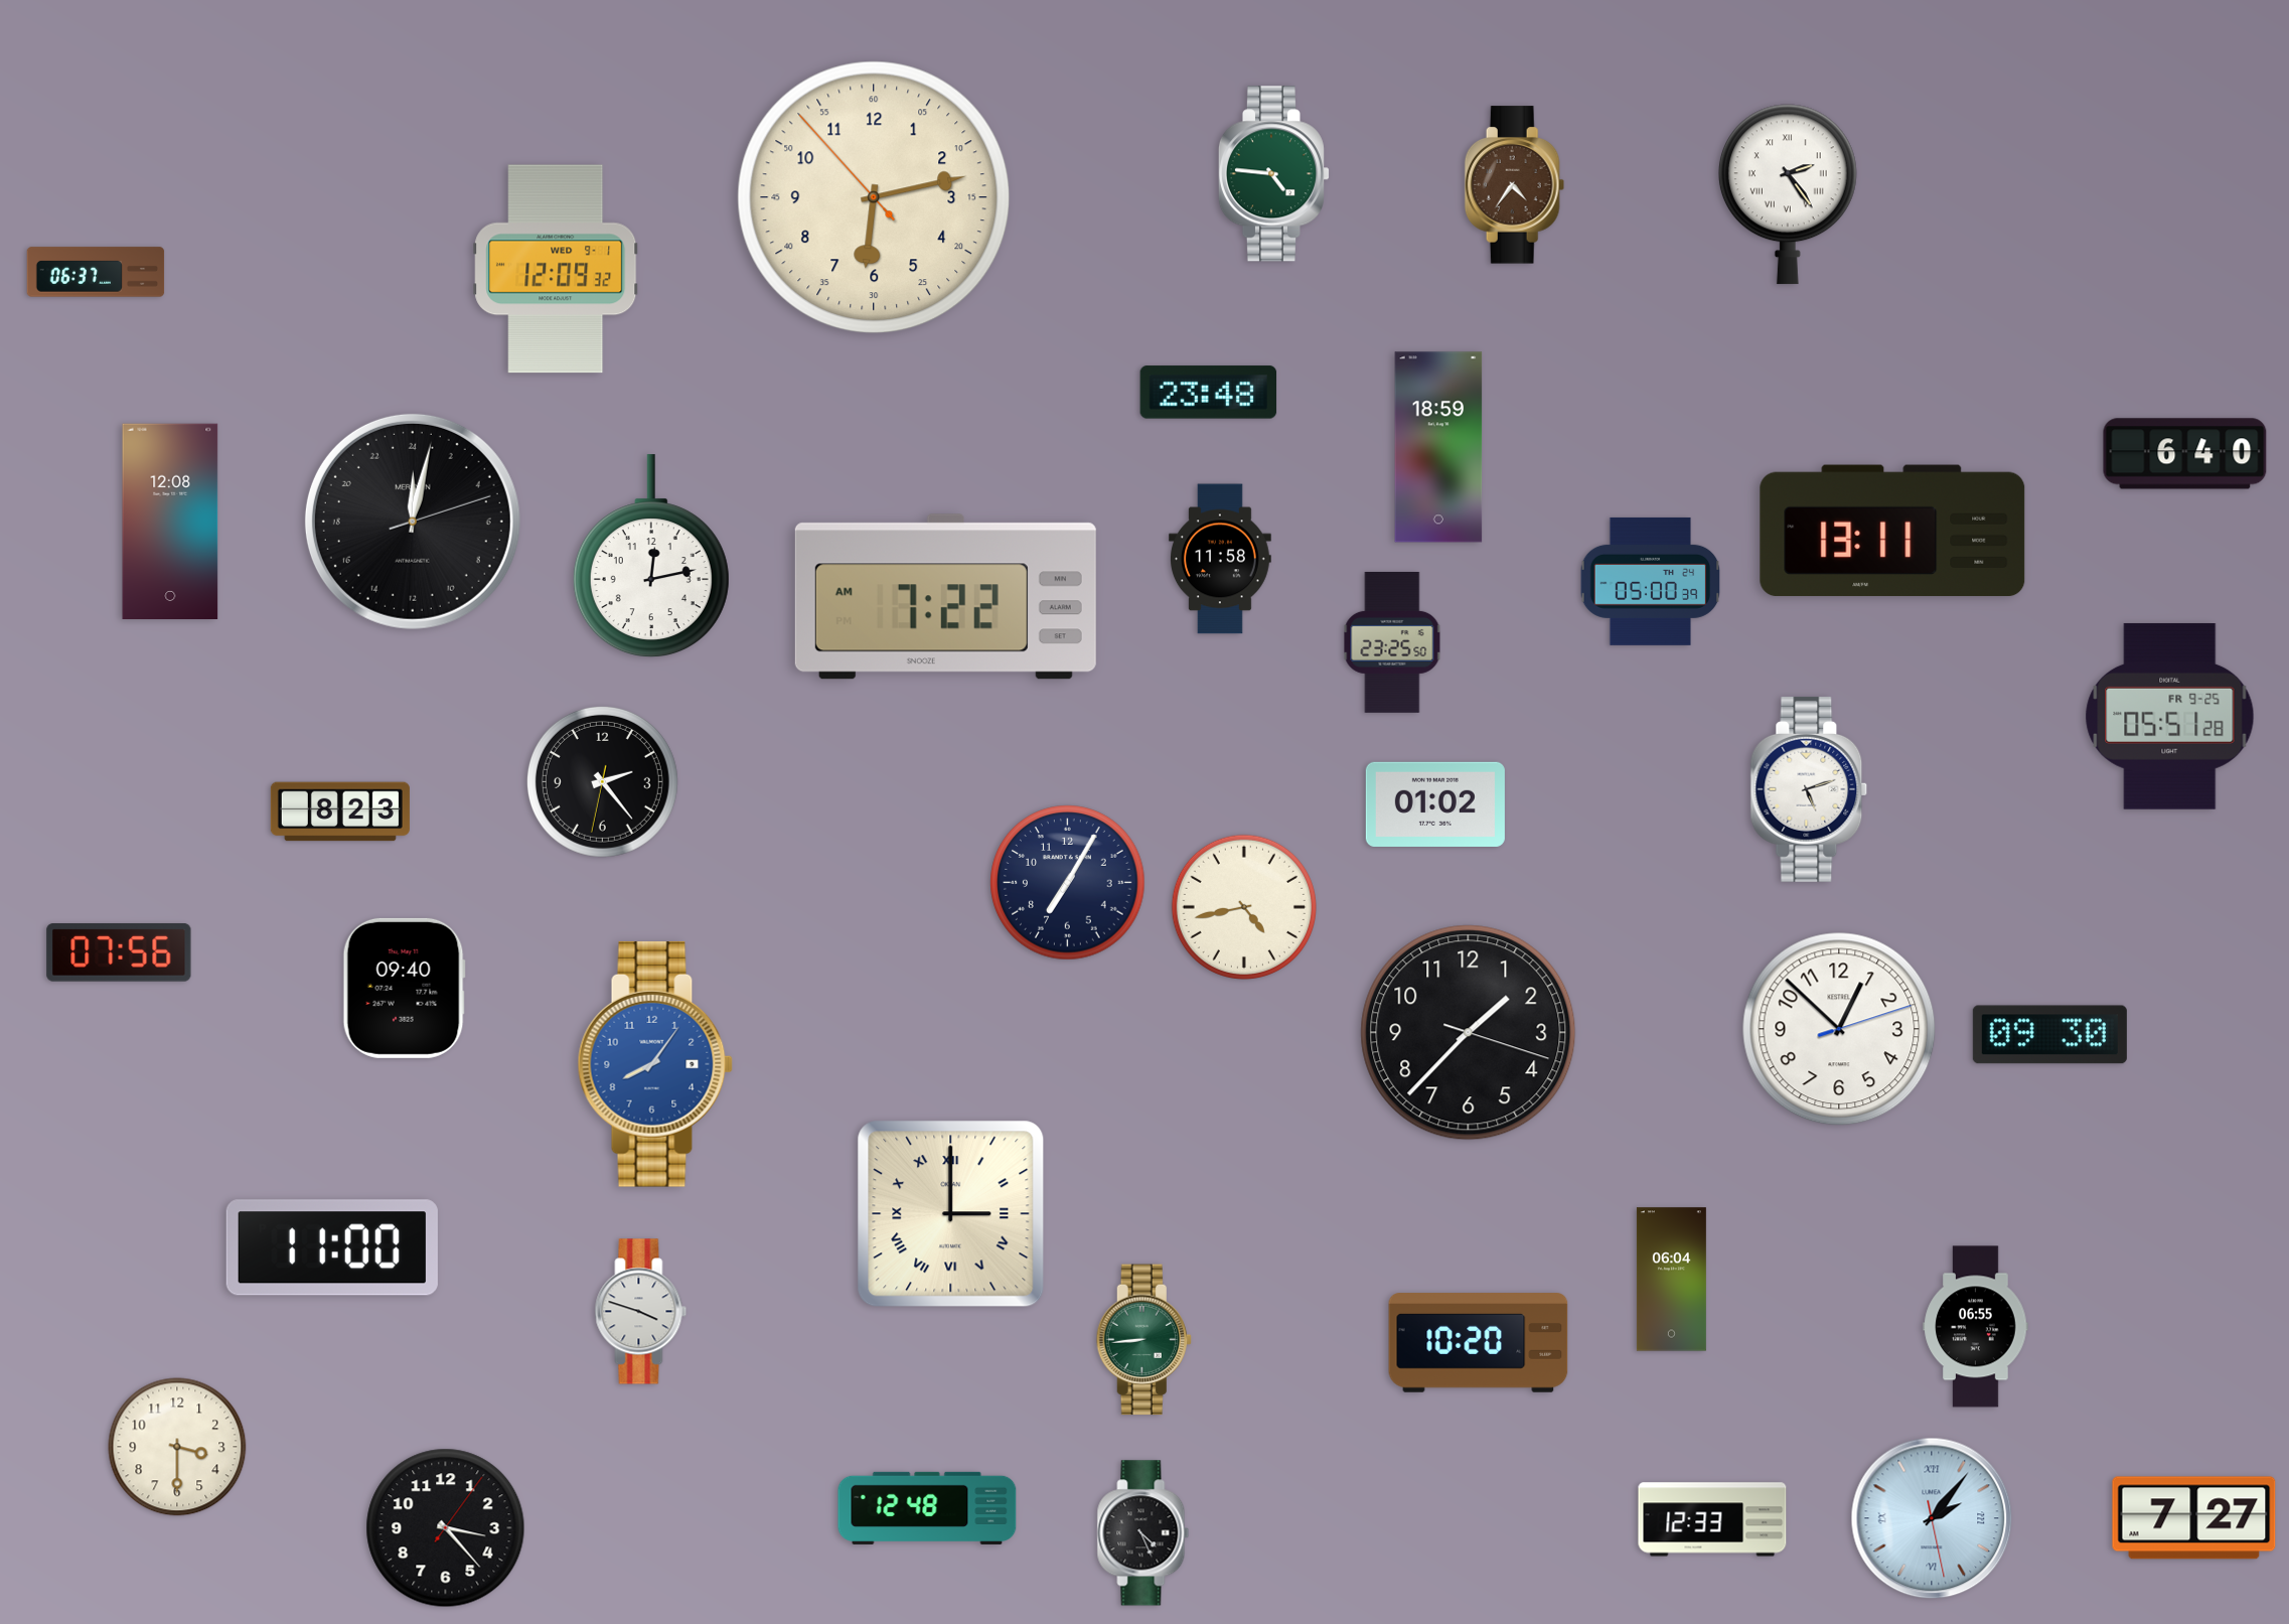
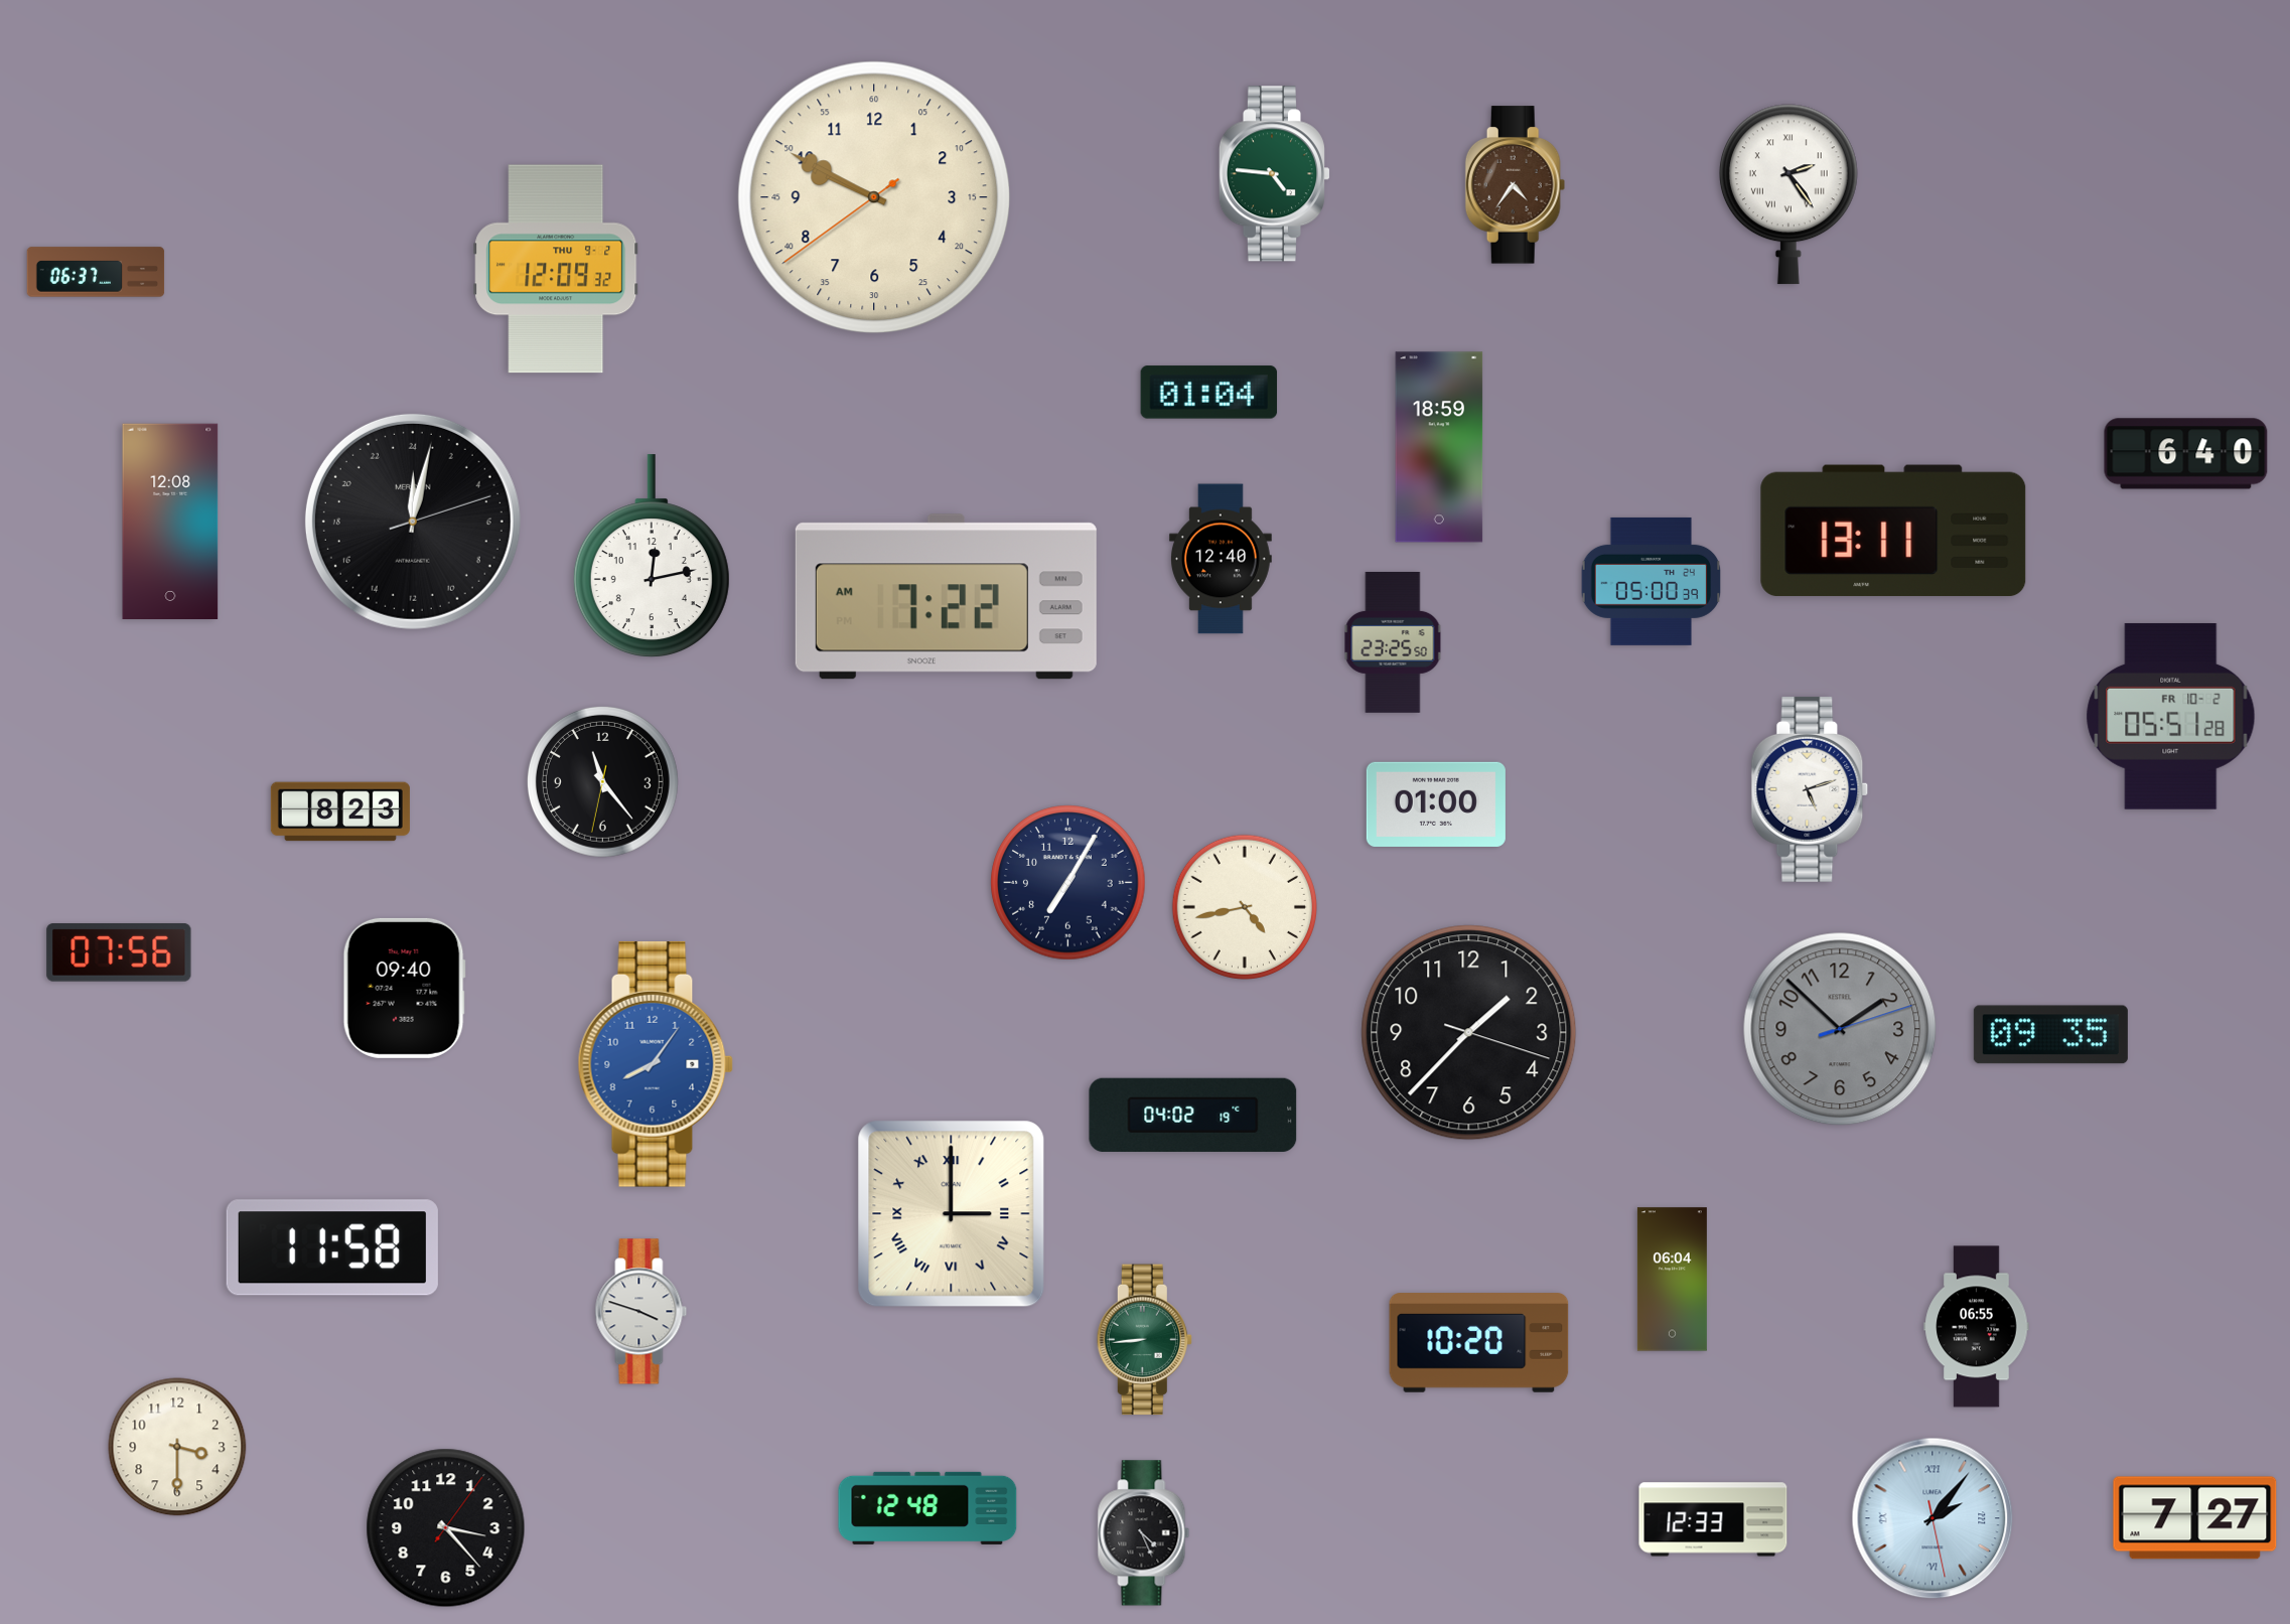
clock at (874, 197): 6:12 -> 9:49
clock at (556, 269) date: WED 9-1 -> THU 9-2
clock at (1209, 393): 23:48 -> 01:04
clock at (1220, 559): 11:58 -> 12:40
clock at (2170, 716) date: FR 9-25 -> FR 10-2
clock at (602, 781): 2:23 -> 11:23
clock at (1435, 804): 01:02 -> 01:00
clock at (1839, 1029): 12:52 -> 1:52
clock at (1839, 1029) dial: white -> grey
clock at (2049, 1035): 09:30 -> 09:35
clock at (1193, 1115): none -> 04:02
clock at (332, 1247): 11:00 -> 11:58
